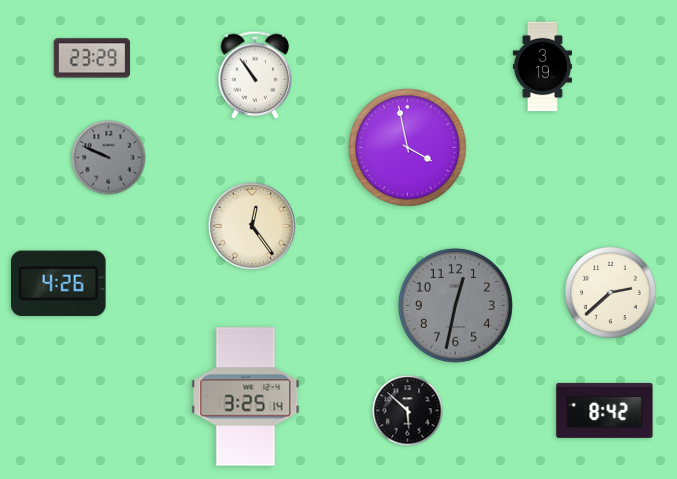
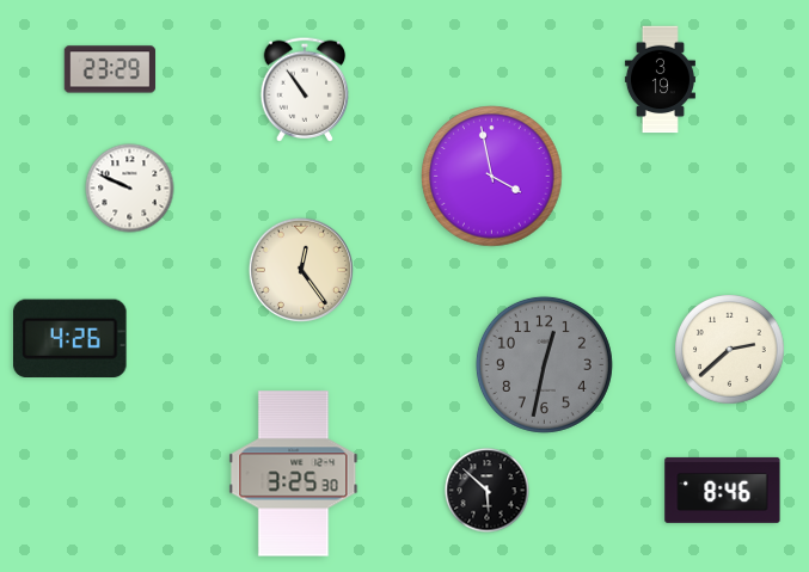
clock at (542, 67) position: (542, 67) -> (660, 80)
clock at (408, 148) position: (408, 148) -> (492, 177)
clock at (109, 158) dial: grey -> white
clock at (246, 397): 3:25:14 -> 3:25:30
clock at (605, 410): 8:42 -> 8:46
